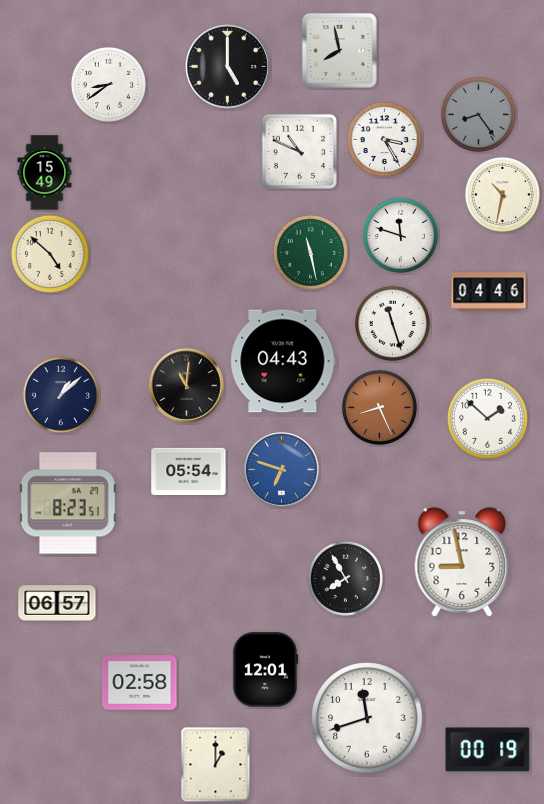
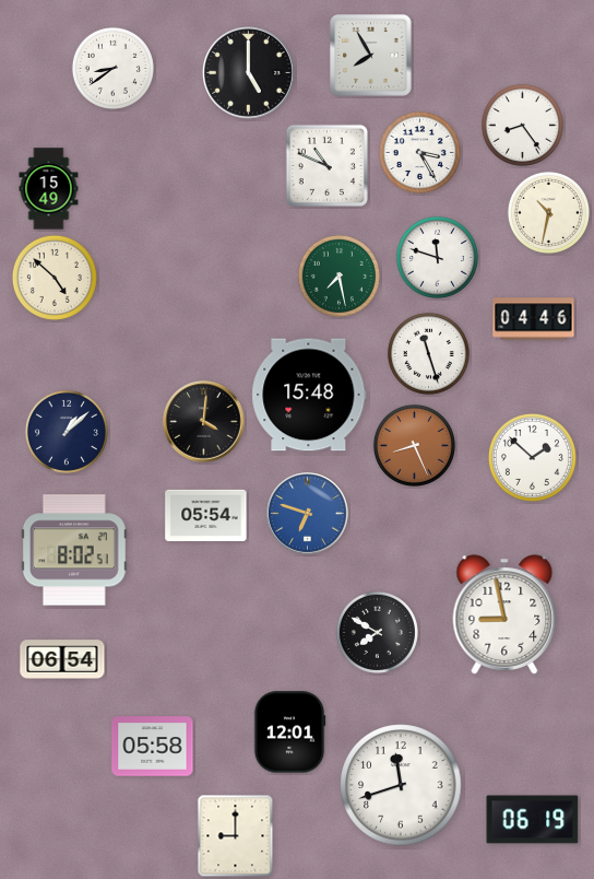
clock at (339, 50): 7:58 -> 7:55
clock at (108, 84) position: (108, 84) -> (112, 68)
clock at (478, 114) dial: grey -> white
clock at (310, 252): 11:28 -> 7:28
clock at (283, 361): 04:43 -> 15:48
clock at (187, 386): 11:01 -> 4:01
clock at (68, 503): 8:23 -> 8:02
clock at (345, 578): 7:55 -> 7:50
clock at (57, 603): 06:57 -> 06:54
clock at (140, 683): 02:58 -> 05:58
clock at (488, 750): 00:19 -> 06:19
clock at (216, 765): 1:00 -> 9:00
